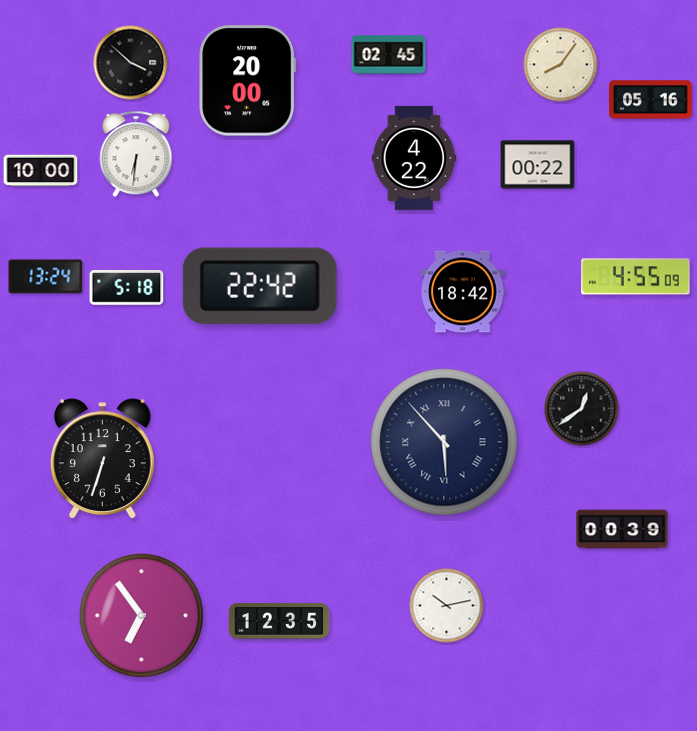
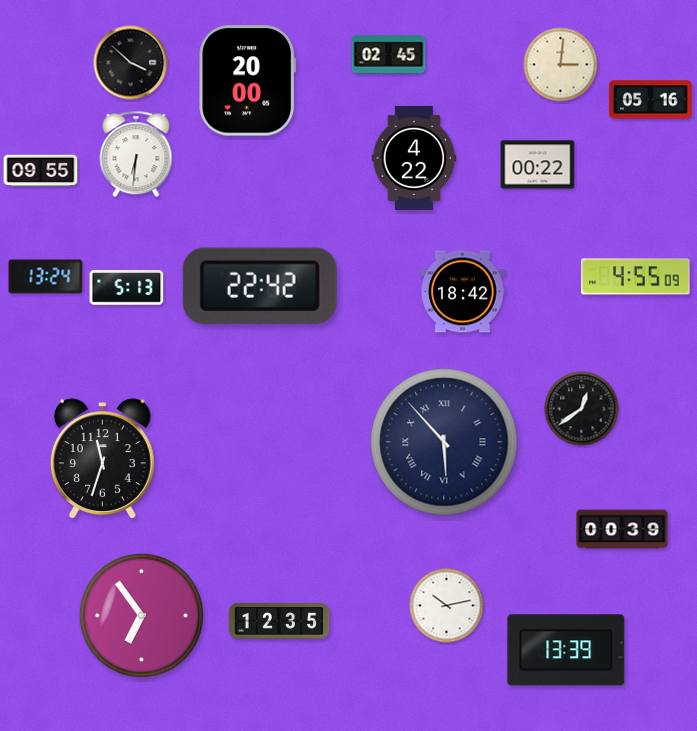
clock at (561, 65): 8:06 -> 3:01
clock at (41, 171): 10:00 -> 09:55
clock at (127, 288): 5:18 -> 5:13
clock at (102, 459): 6:33 -> 11:33
clock at (566, 650): none -> 13:39
